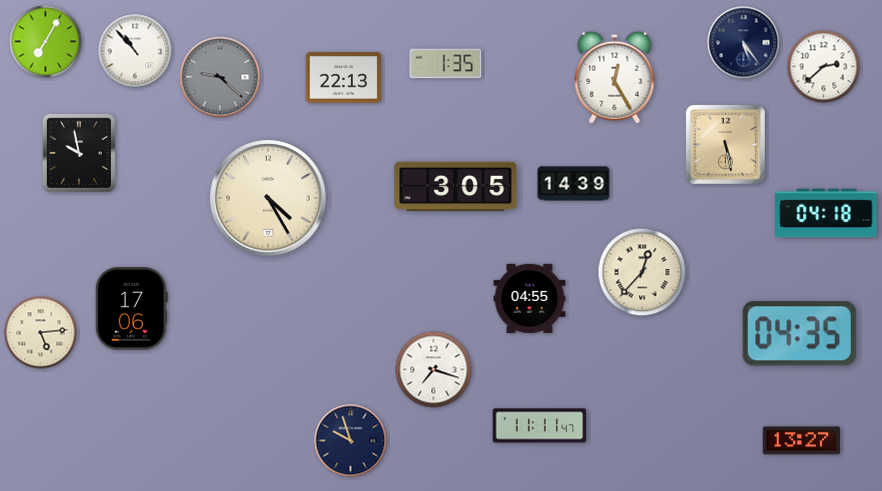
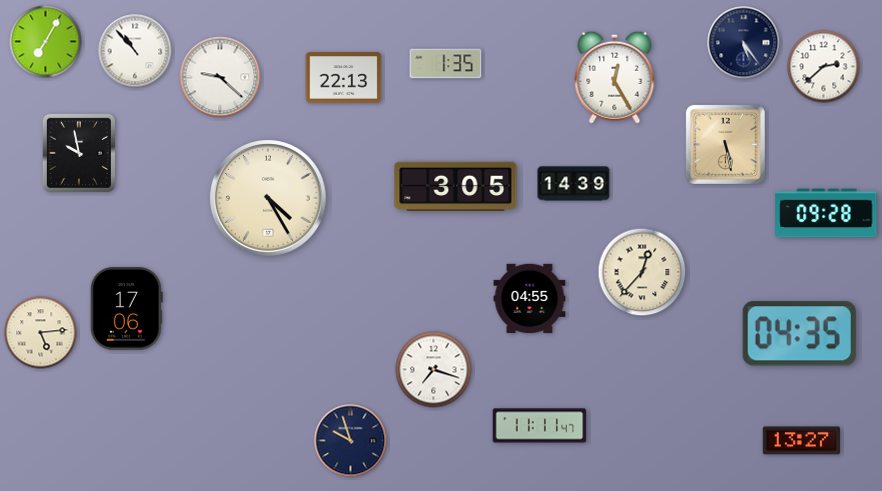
clock at (220, 77) dial: grey -> white
clock at (826, 213): 04:18 -> 09:28
clock at (131, 309) position: (131, 309) -> (126, 309)
